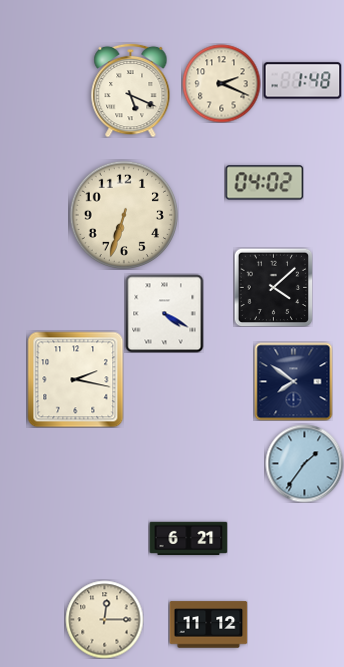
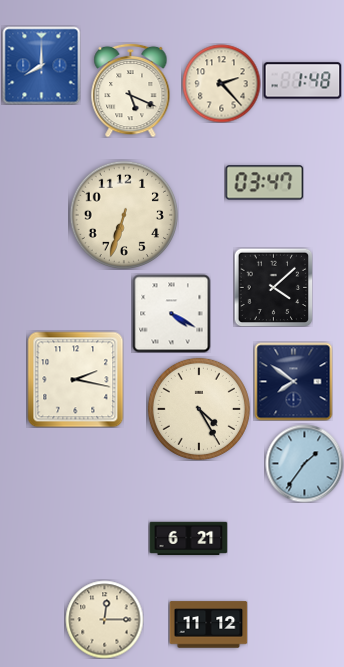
clock at (41, 65): none -> 8:00
clock at (221, 83): 2:19 -> 2:23
clock at (264, 183): 04:02 -> 03:47
clock at (164, 313) position: (164, 313) -> (171, 313)
clock at (199, 409): none -> 4:25
